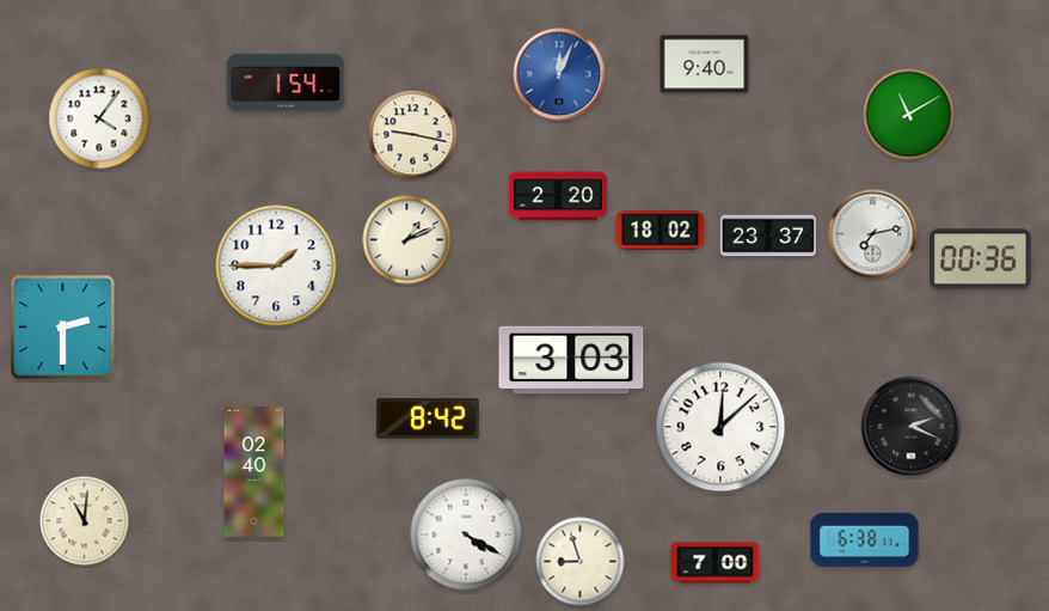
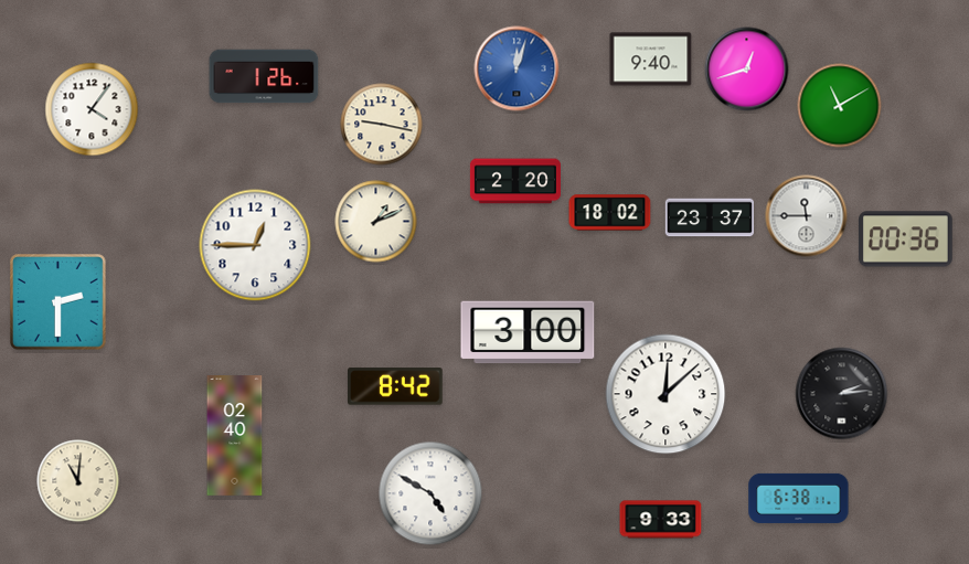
clock at (559, 74): 12:04 -> 12:03
clock at (747, 70): none -> 12:42
clock at (286, 83): 1:54 -> 1:26
clock at (873, 234): 7:13 -> 11:45
clock at (276, 265): 1:45 -> 12:45
clock at (571, 360): 3:03 -> 3:00
clock at (912, 427): 2:19 -> 2:14
clock at (466, 534): 4:20 -> 4:50
clock at (581, 562): 8:57 -> none
clock at (716, 563): 7:00 -> 9:33
